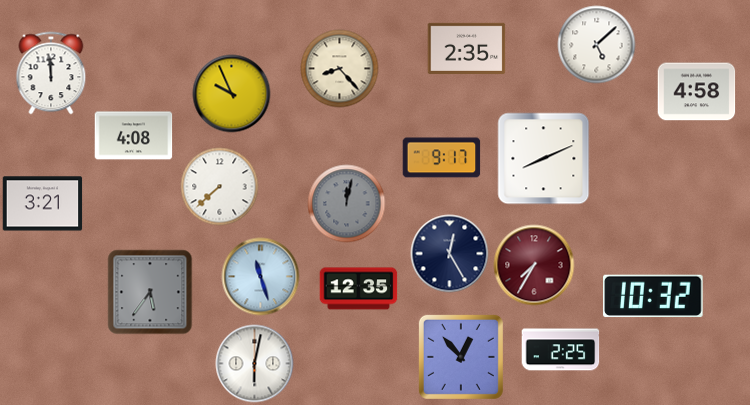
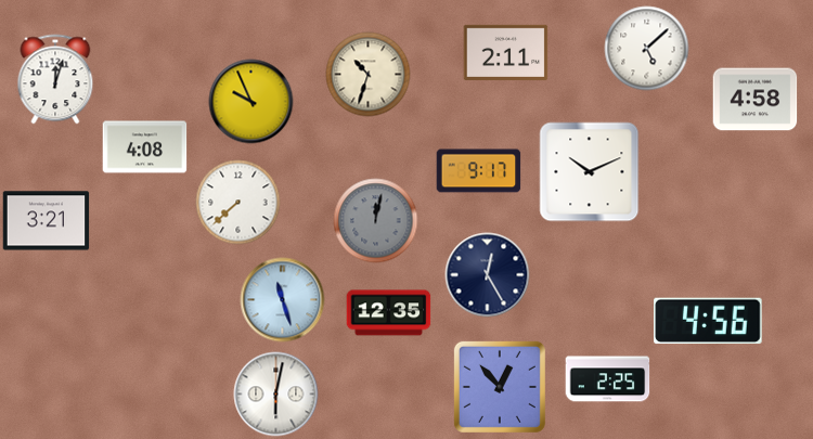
clock at (466, 48): 2:35 -> 2:11
clock at (339, 68): 8:23 -> 10:33
clock at (51, 73): 11:59 -> 12:03
clock at (543, 158): 8:11 -> 10:11
clock at (534, 265): 7:35 -> none
clock at (150, 292): 5:36 -> none
clock at (653, 296): 10:32 -> 4:56
